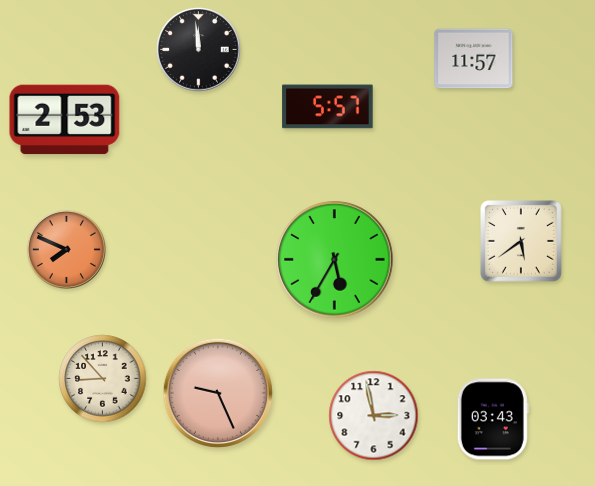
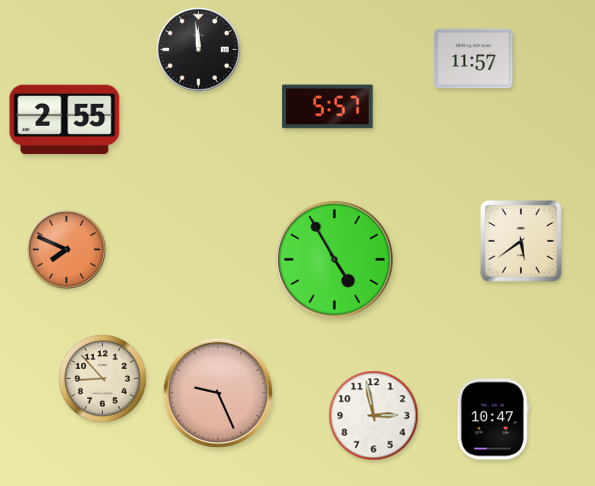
clock at (65, 120): 2:53 -> 2:55
clock at (335, 260): 5:35 -> 4:55
clock at (493, 419): 03:43 -> 10:47
